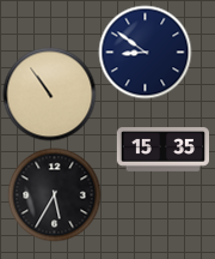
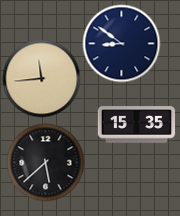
clock at (49, 94): 10:54 -> 11:44
clock at (54, 194): 5:35 -> 5:38
